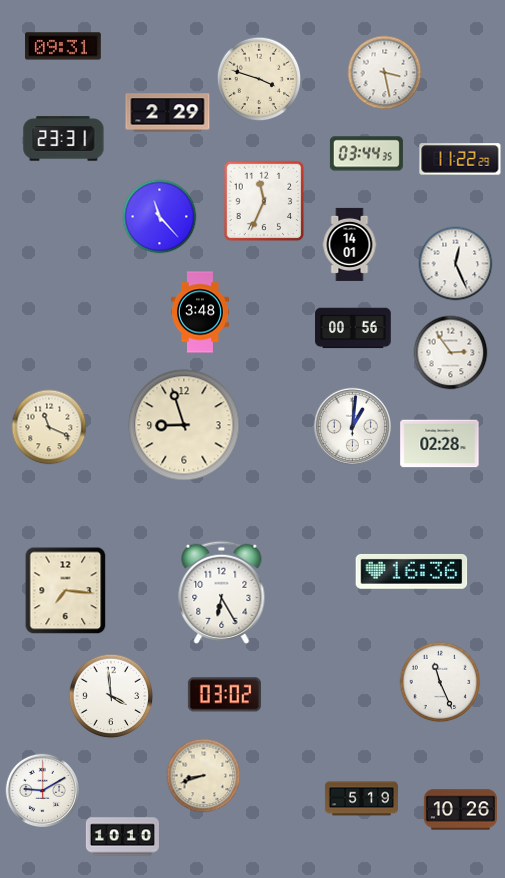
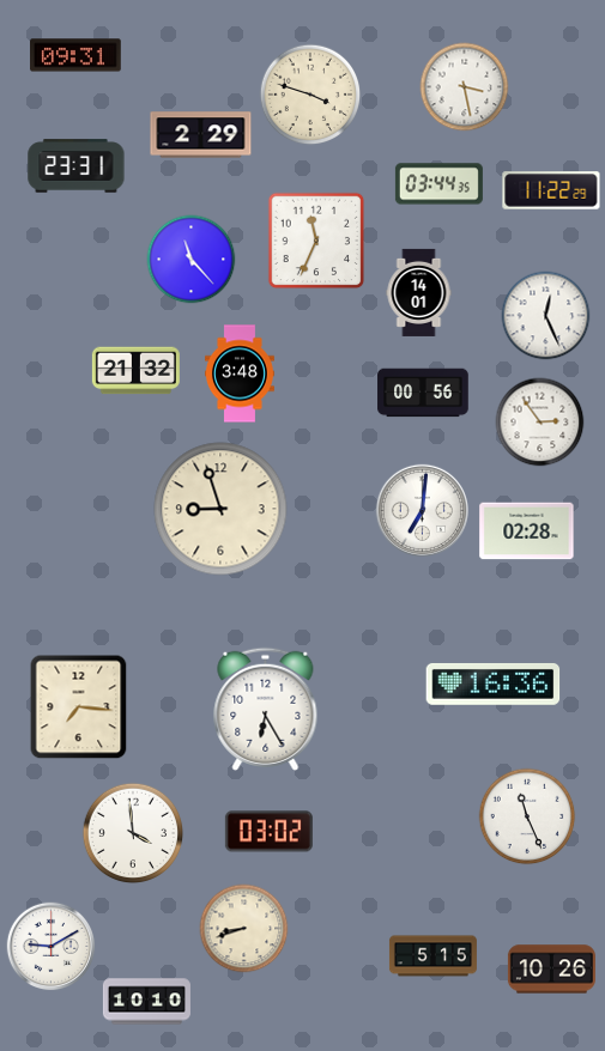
clock at (385, 73) position: (385, 73) -> (465, 87)
clock at (135, 371): none -> 21:32
clock at (352, 426): 1:01 -> 7:01
clock at (49, 427): 11:19 -> none
clock at (361, 799): 5:19 -> 5:15
